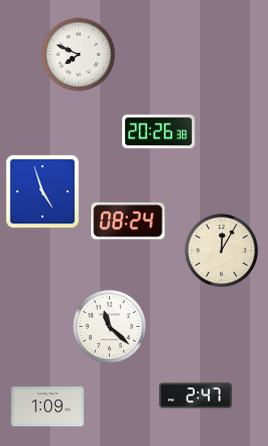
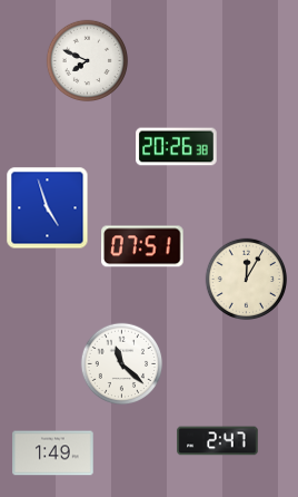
clock at (43, 192) position: (43, 192) -> (48, 208)
clock at (128, 221): 08:24 -> 07:51
clock at (48, 407): 1:09 -> 1:49
